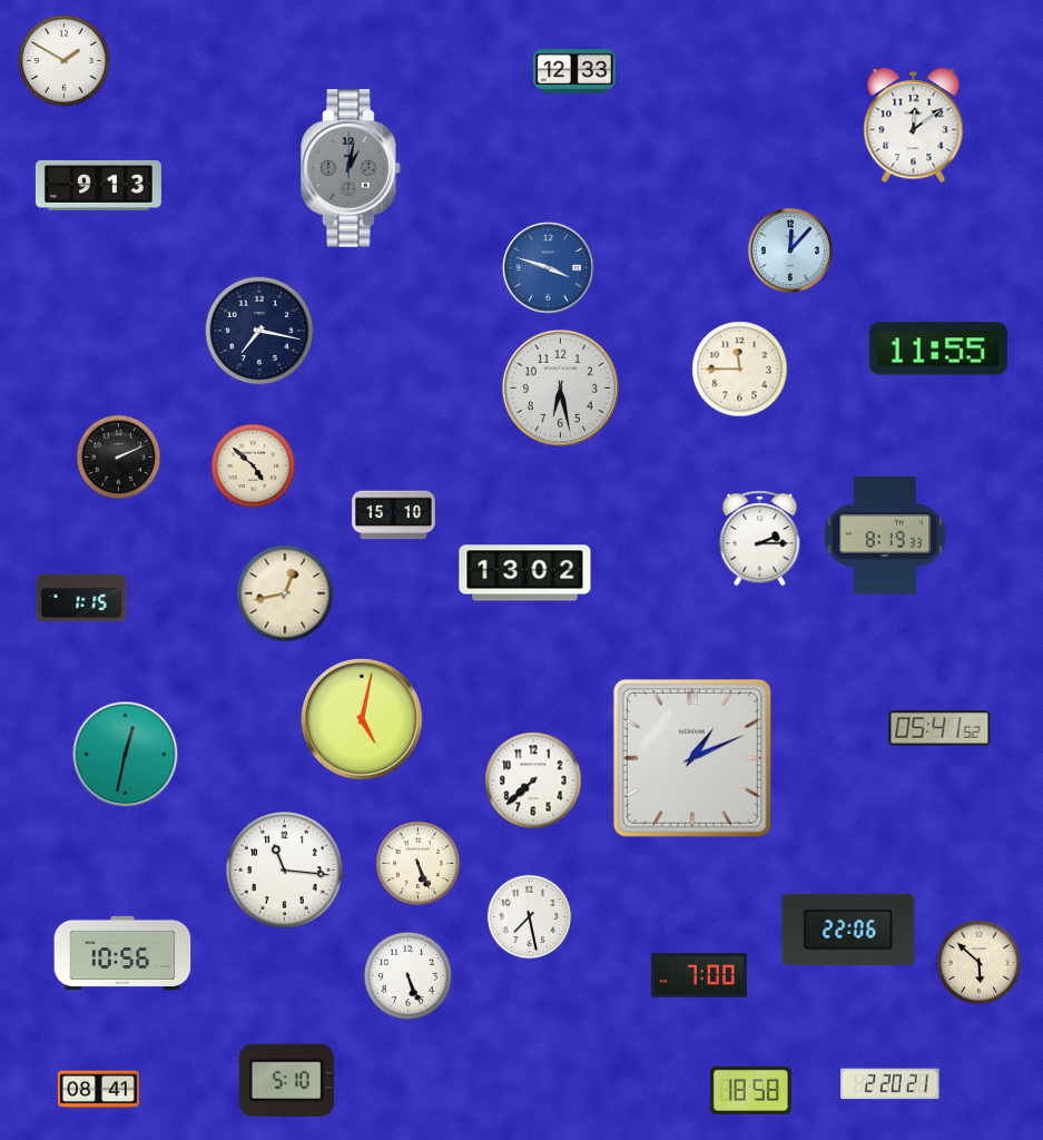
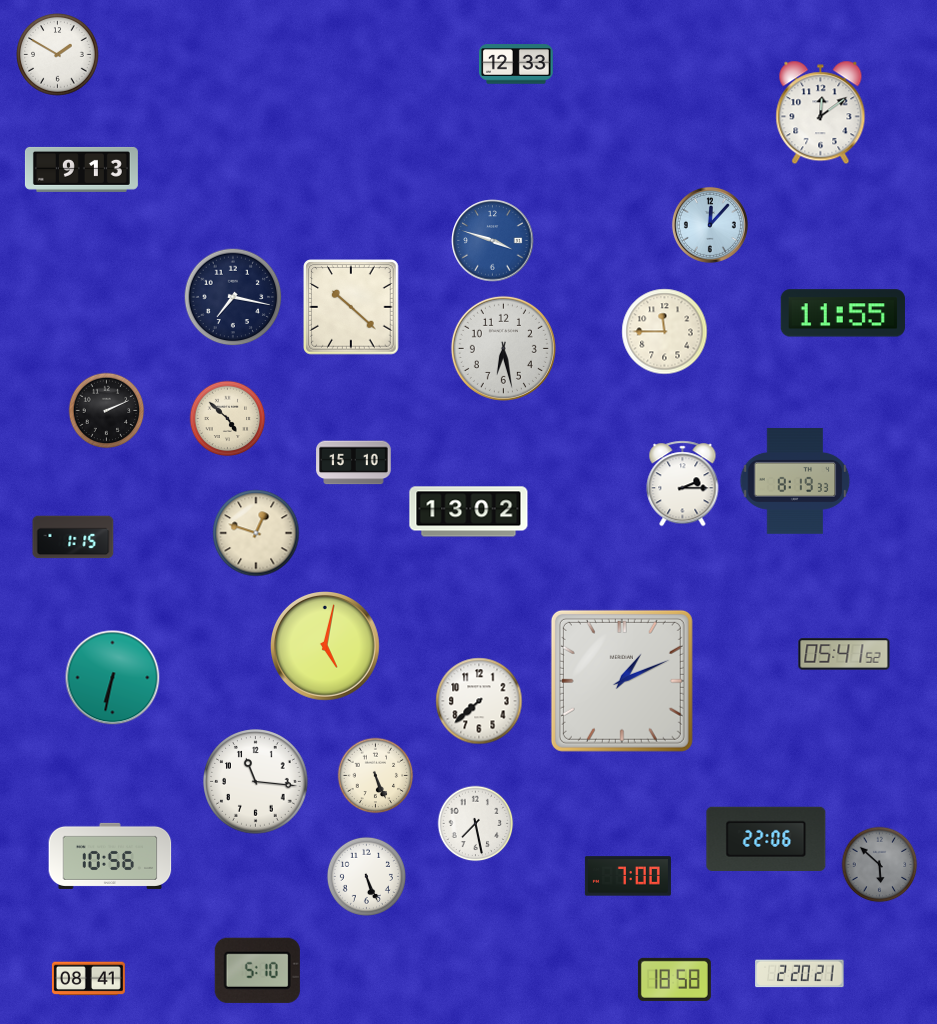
clock at (351, 168): 1:02 -> none
clock at (98, 185) position: (98, 185) -> (81, 169)
clock at (351, 307): none -> 10:22
clock at (525, 573) position: (525, 573) -> (469, 512)
clock at (285, 593): 12:43 -> 12:48
clock at (126, 755): 12:32 -> 6:32
clock at (848, 928) position: (848, 928) -> (766, 838)
clock at (980, 963) dial: cream -> grey
